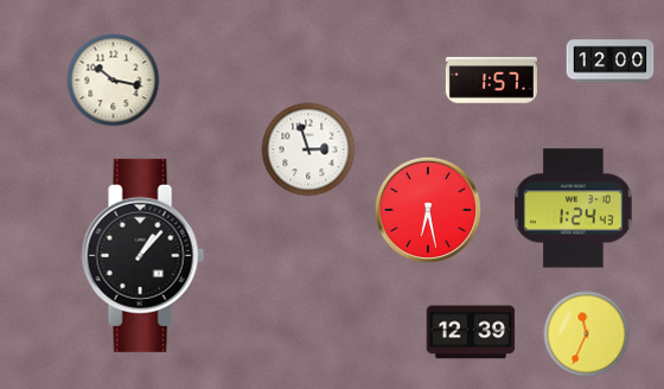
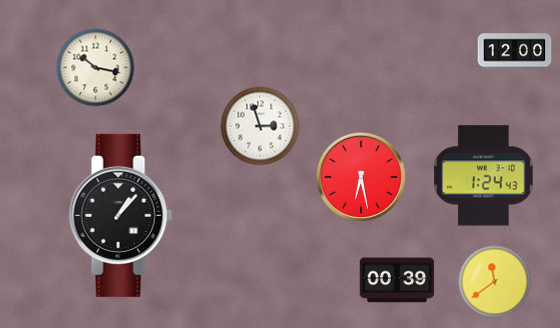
clock at (491, 81): 1:57 -> none
clock at (471, 332): 12:39 -> 00:39
clock at (587, 334): 11:34 -> 11:39
